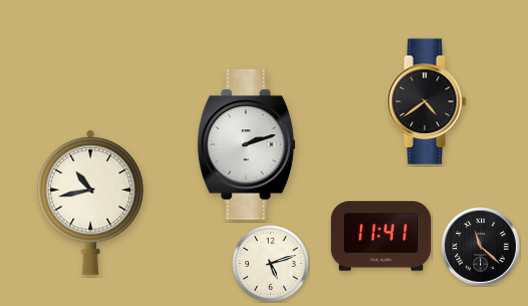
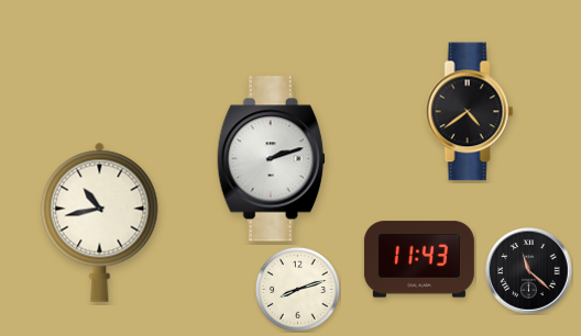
clock at (381, 236): 11:41 -> 11:43
clock at (270, 263): 5:12 -> 8:12
